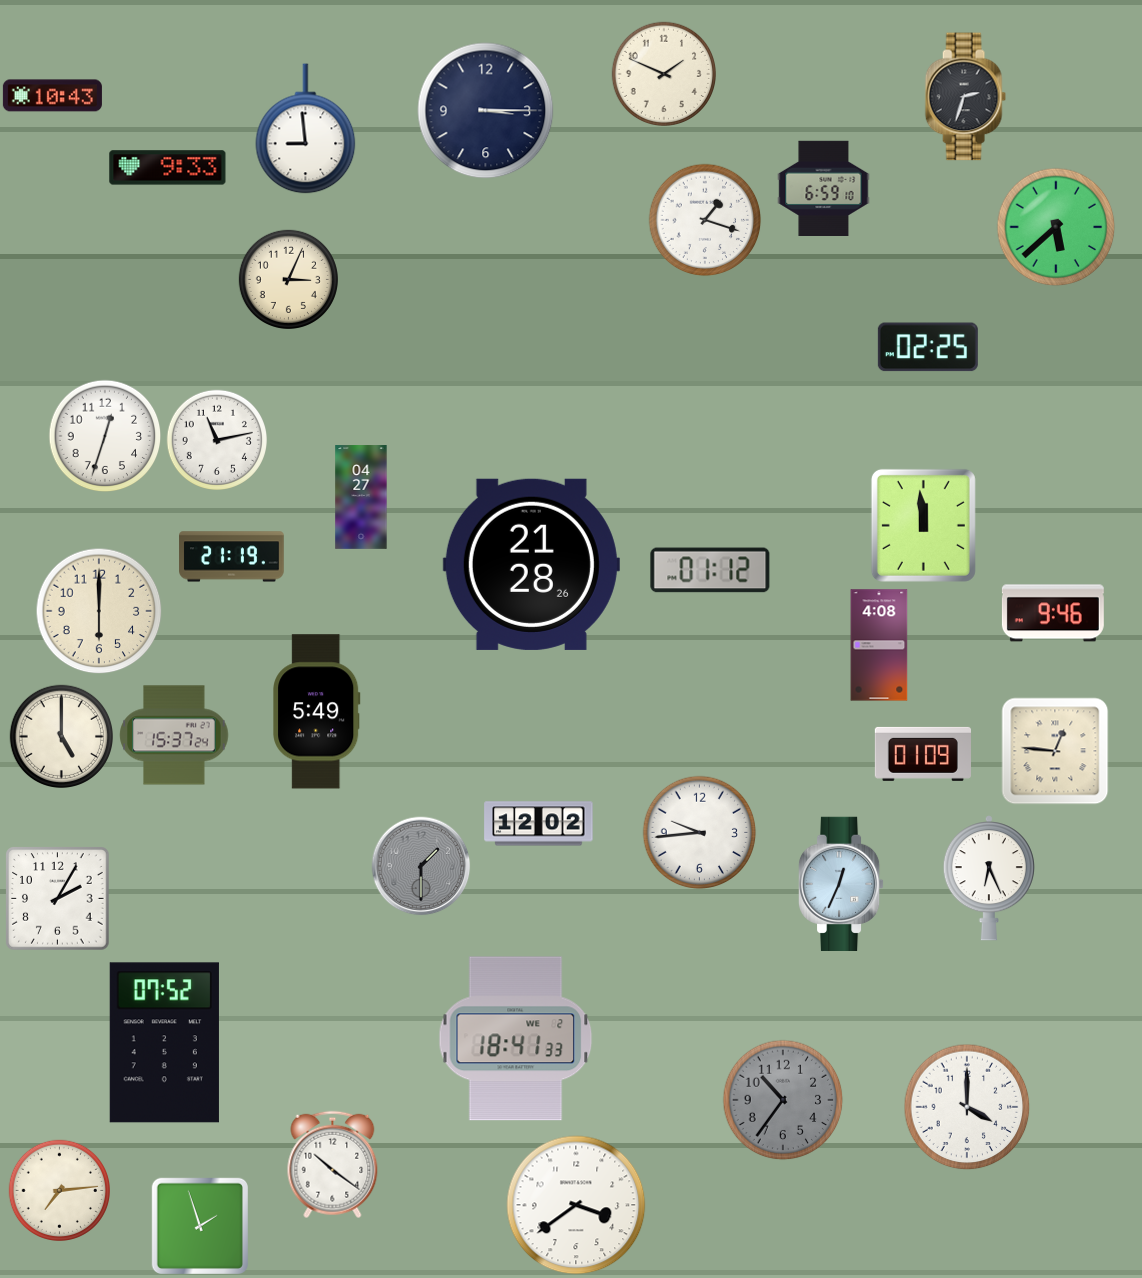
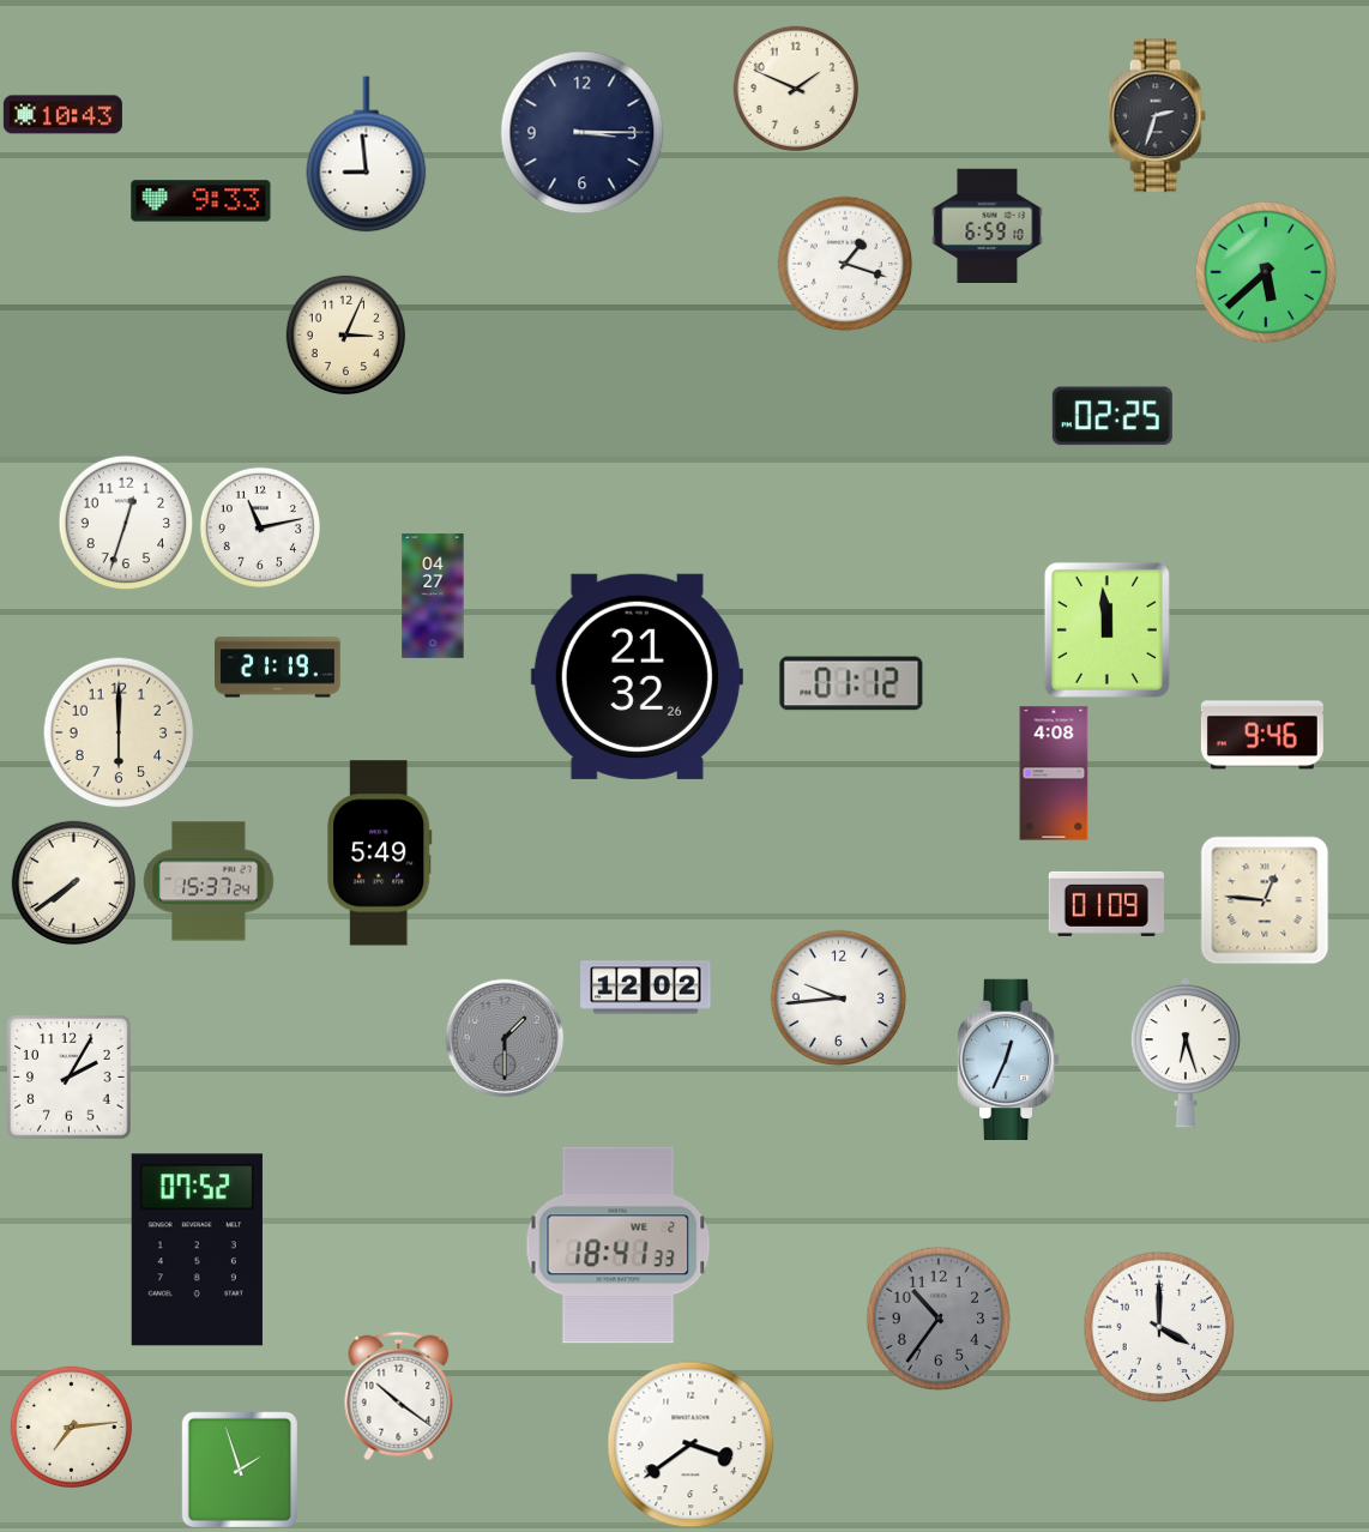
clock at (531, 564): 21:28 -> 21:32
clock at (61, 736): 5:00 -> 7:39
clock at (989, 878): 6:26 -> 6:27
